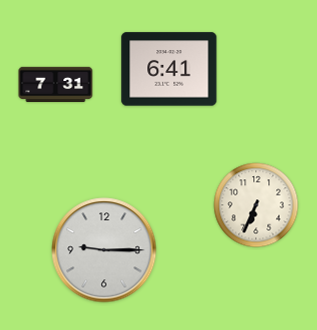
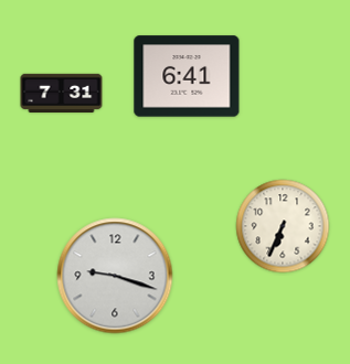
clock at (104, 250): 9:15 -> 9:18
